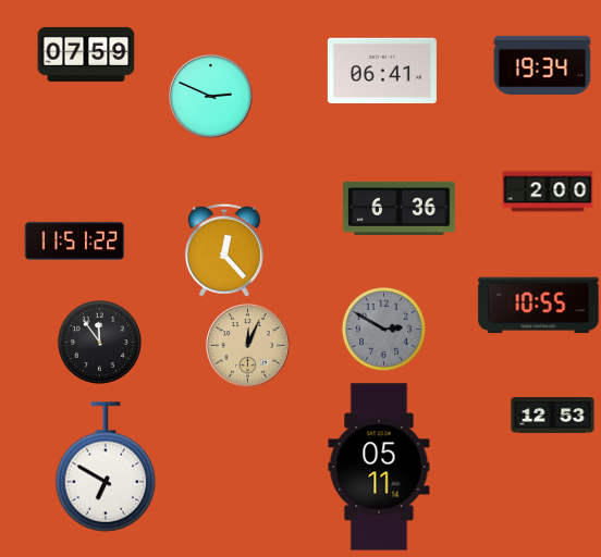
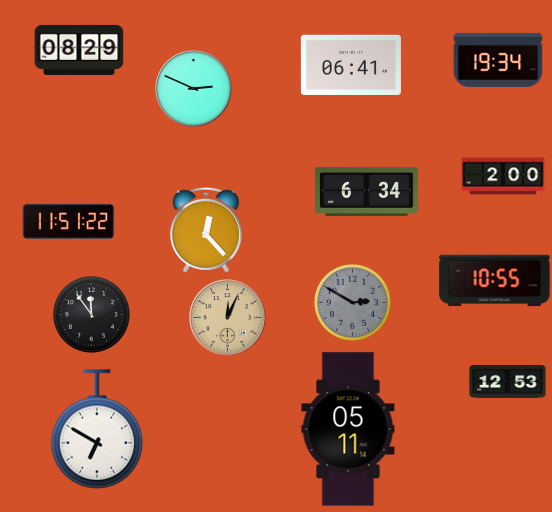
clock at (86, 54): 07:59 -> 08:29
clock at (398, 208): 6:36 -> 6:34
